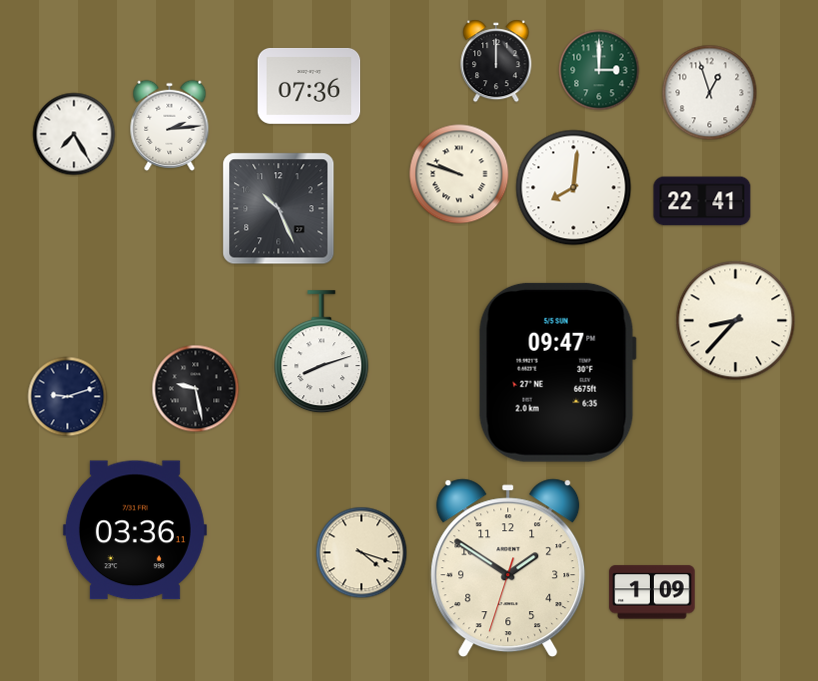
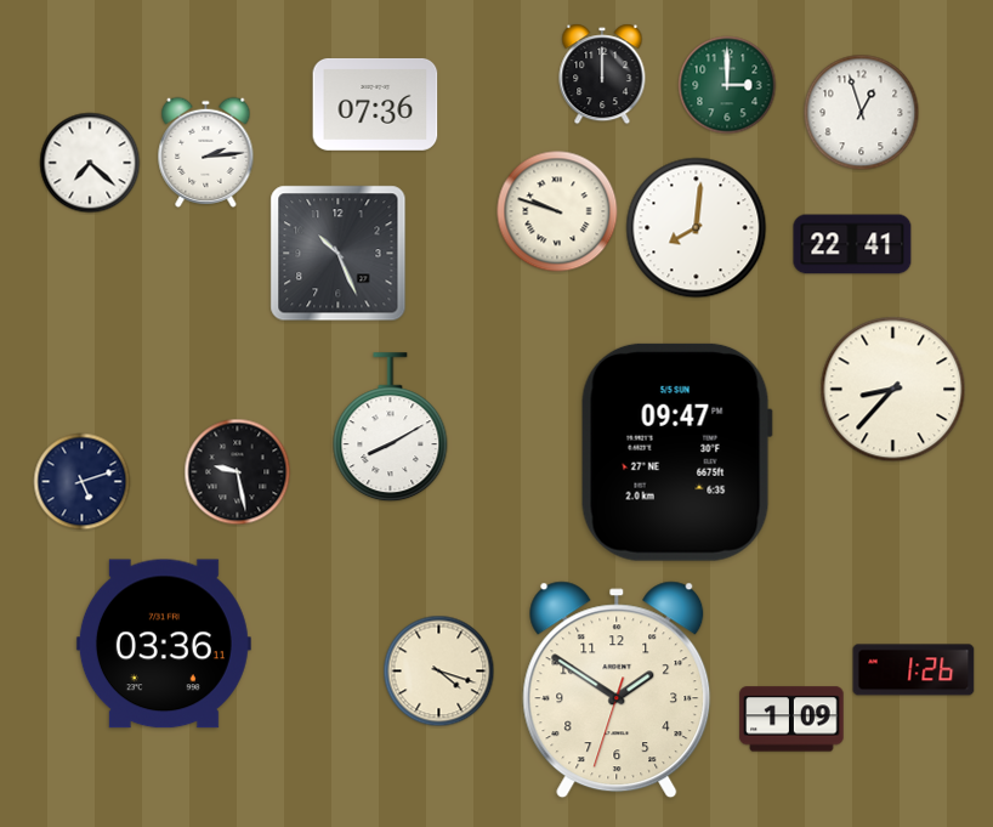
clock at (74, 134): 7:25 -> 7:22
clock at (322, 352): 8:12 -> 8:10
clock at (68, 397): 9:12 -> 5:12
clock at (914, 670): none -> 1:26
